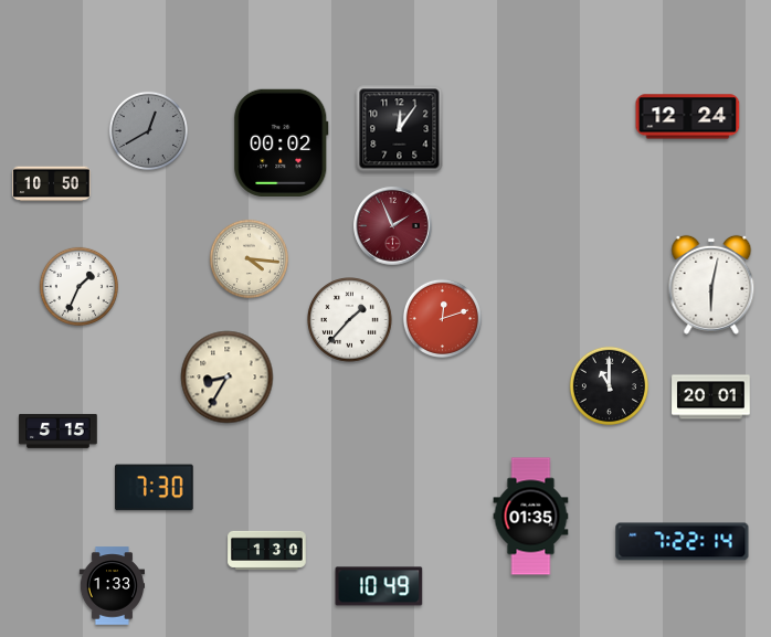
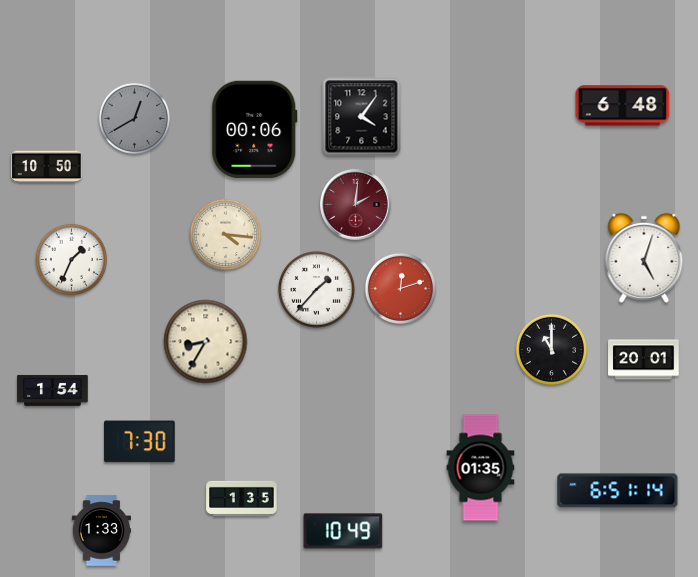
clock at (688, 117): 12:24 -> 6:48
clock at (400, 129): 12:06 -> 4:06
clock at (282, 142): 00:02 -> 00:06
clock at (393, 226): 1:56 -> 2:01
clock at (711, 285): 6:02 -> 5:03
clock at (59, 431): 5:15 -> 1:54
clock at (683, 542): 7:22 -> 6:51
clock at (267, 550): 1:30 -> 1:35
